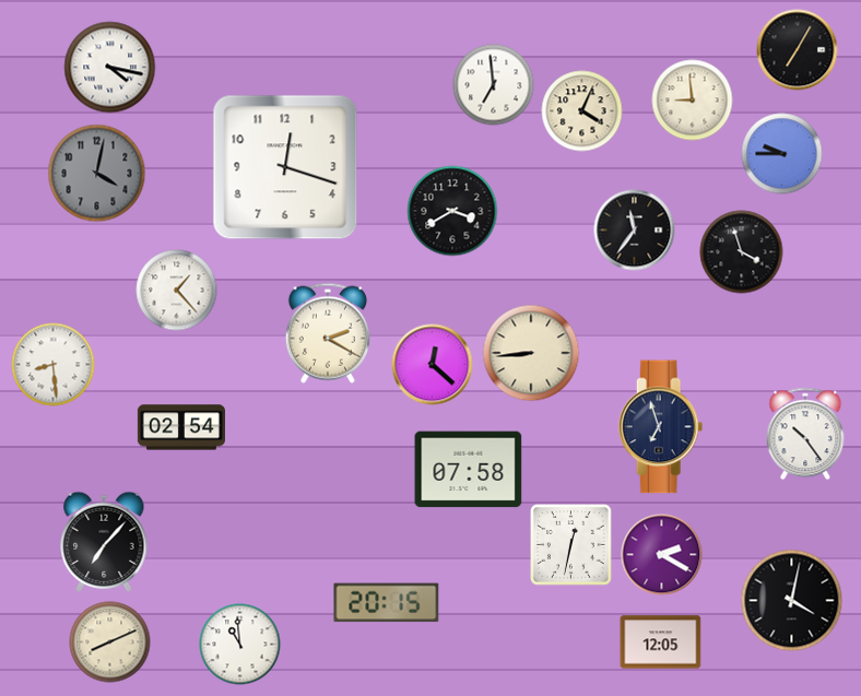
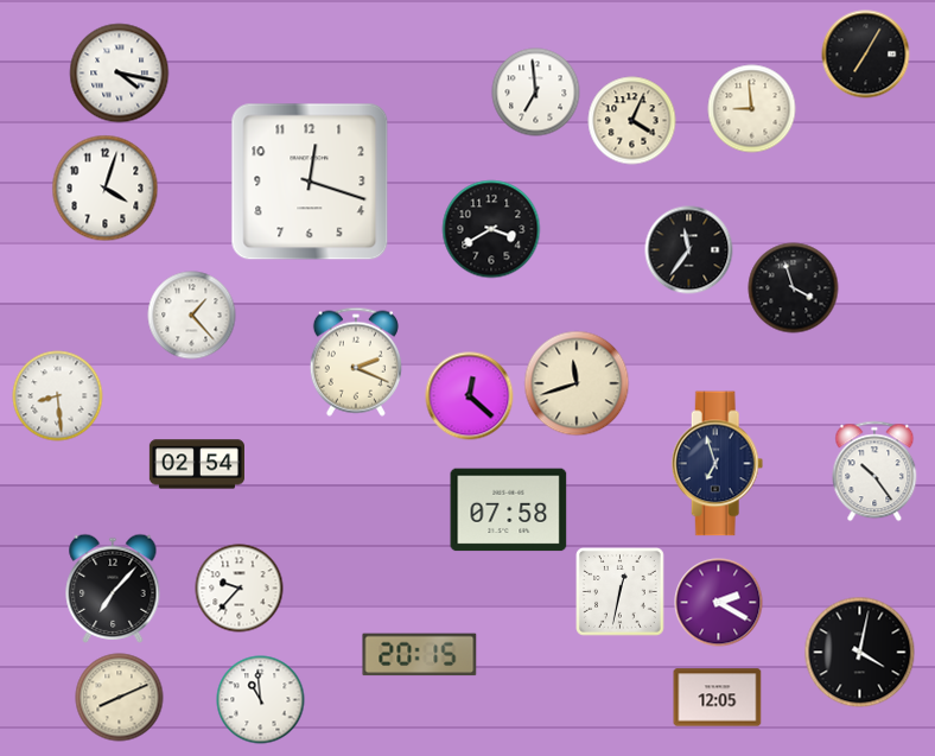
clock at (782, 154): 9:45 -> none
clock at (97, 174): 4:02 -> 4:03
clock at (97, 174) dial: grey -> white
clock at (742, 252) position: (742, 252) -> (794, 288)
clock at (328, 333): 2:20 -> 2:19
clock at (531, 353): 8:44 -> 11:42
clock at (240, 589): none -> 9:37
